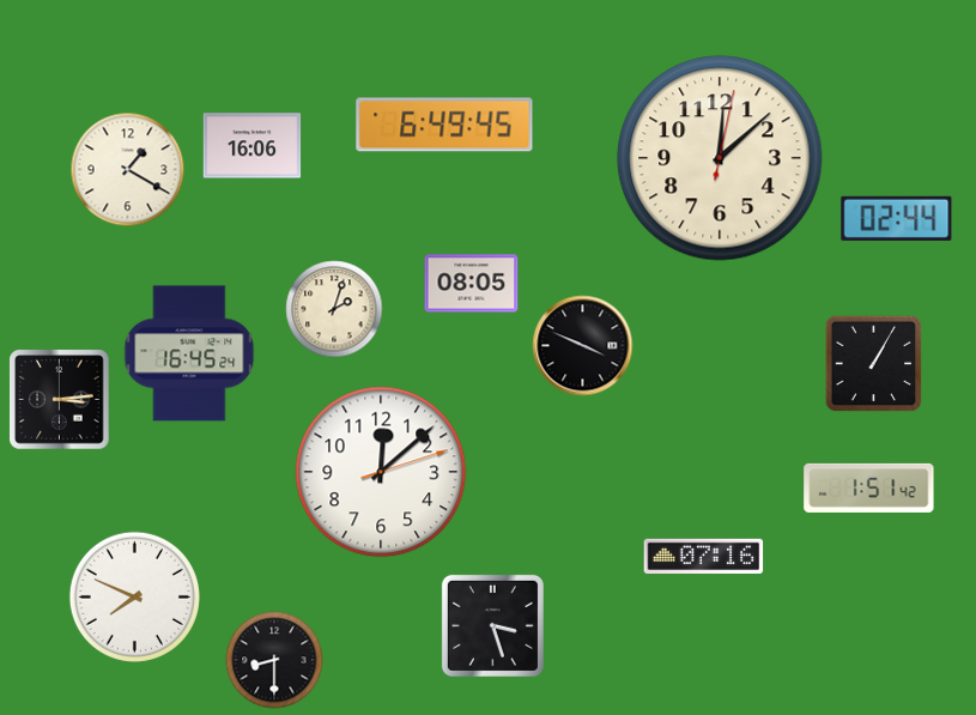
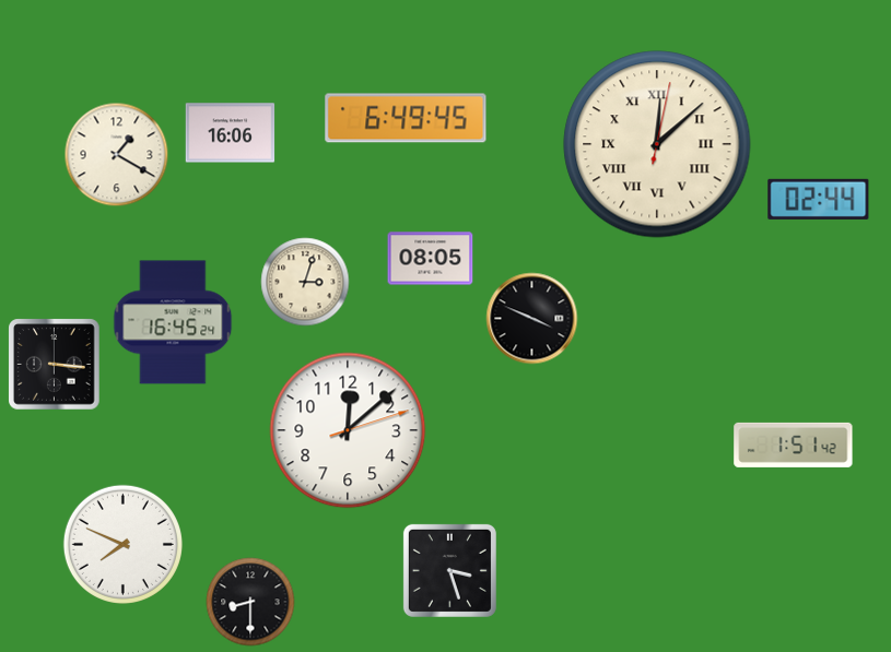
clock at (444, 125) position: (444, 125) -> (406, 118)
clock at (720, 158) numerals: Arabic -> Roman
clock at (334, 309): 2:03 -> 3:03
clock at (583, 346) position: (583, 346) -> (532, 319)
clock at (874, 364): 1:05 -> none
clock at (60, 400): 3:14 -> 3:16
clock at (704, 556): 07:16 -> none
